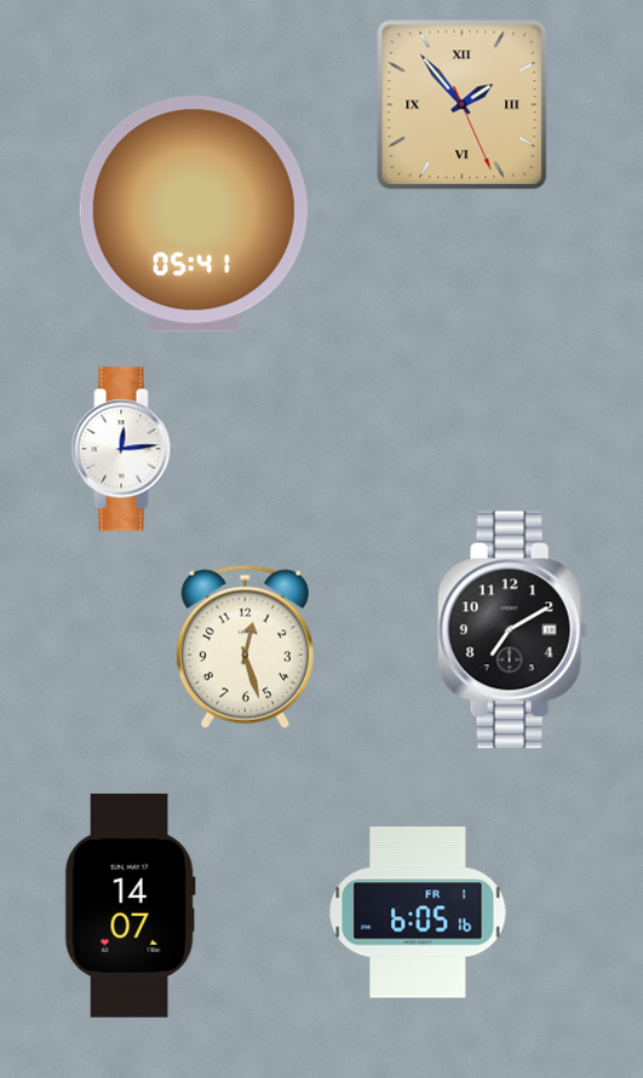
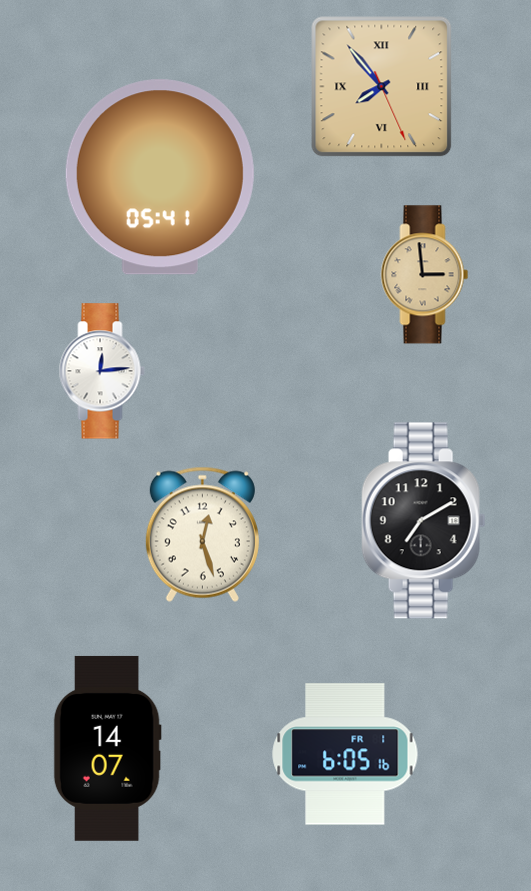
clock at (463, 105): 1:53 -> 7:53
clock at (425, 275): none -> 2:59
